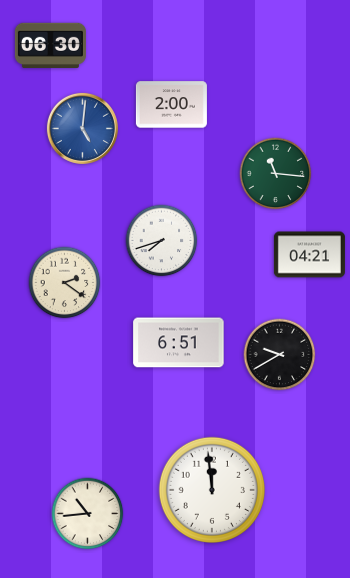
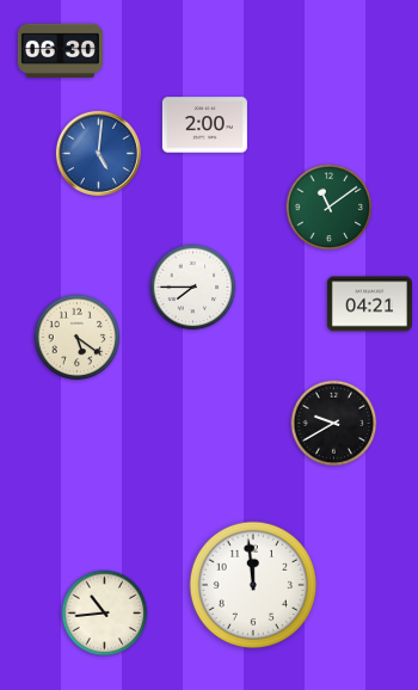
clock at (50, 45) position: (50, 45) -> (60, 50)
clock at (276, 174): 11:16 -> 11:09
clock at (162, 241): 7:42 -> 7:45
clock at (65, 283): 2:21 -> 5:21
clock at (179, 343): 6:51 -> none
